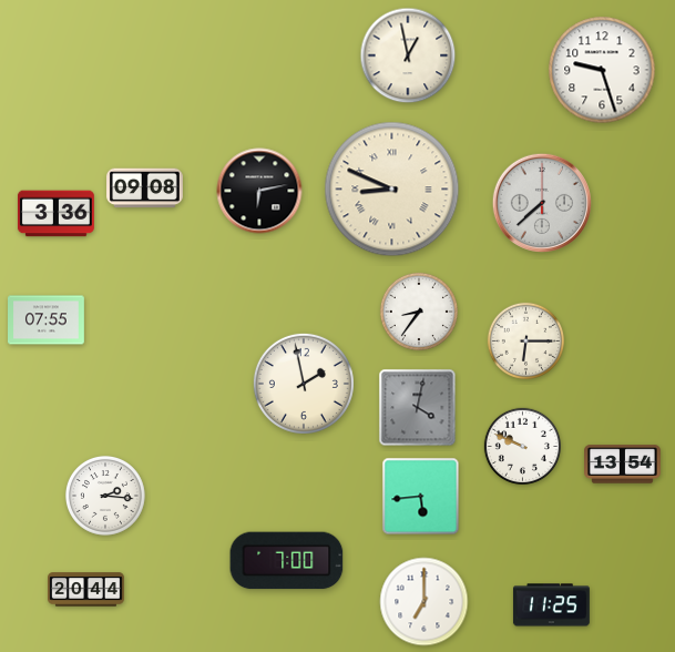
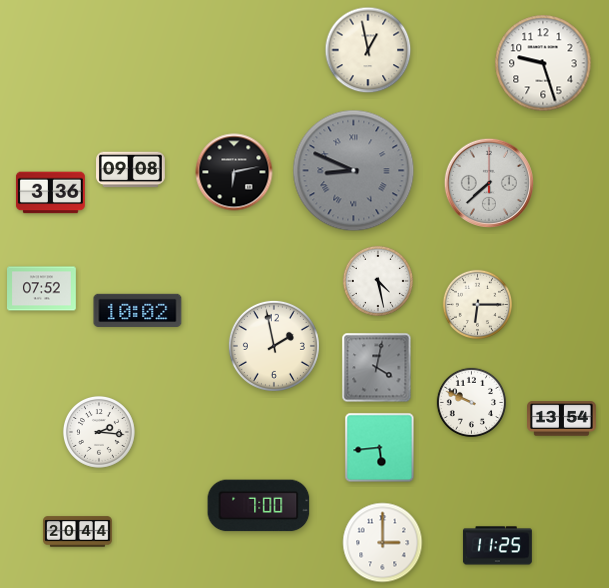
clock at (392, 190) dial: cream -> grey
clock at (419, 312): 8:36 -> 4:28
clock at (47, 320): 07:55 -> 07:52
clock at (525, 340) position: (525, 340) -> (477, 304)
clock at (138, 310): none -> 10:02
clock at (105, 496) position: (105, 496) -> (99, 432)
clock at (425, 602): 7:00 -> 3:00
